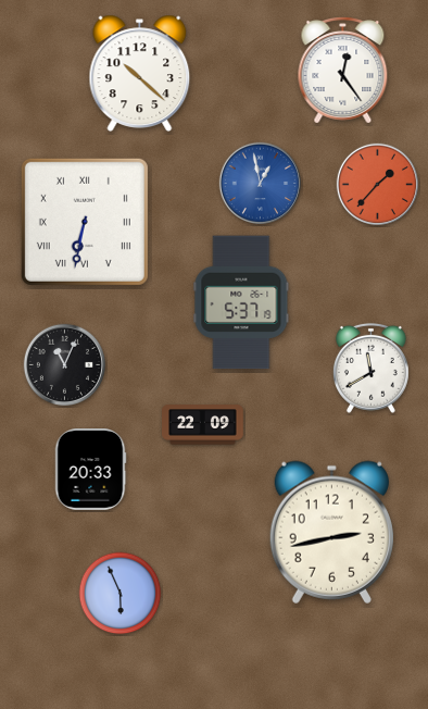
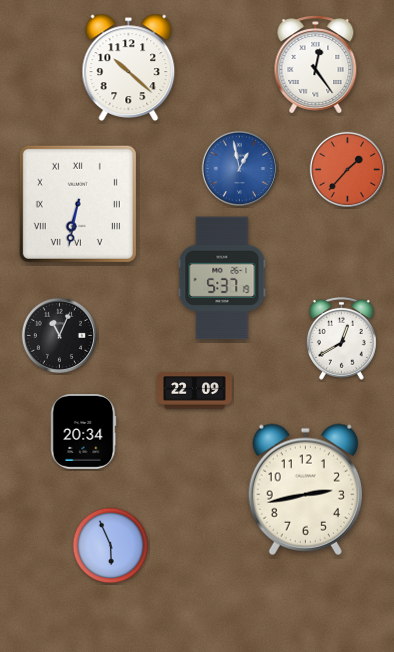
clock at (370, 368): 11:40 -> 12:40
clock at (203, 425) position: (203, 425) -> (195, 391)
clock at (90, 470): 20:33 -> 20:34
